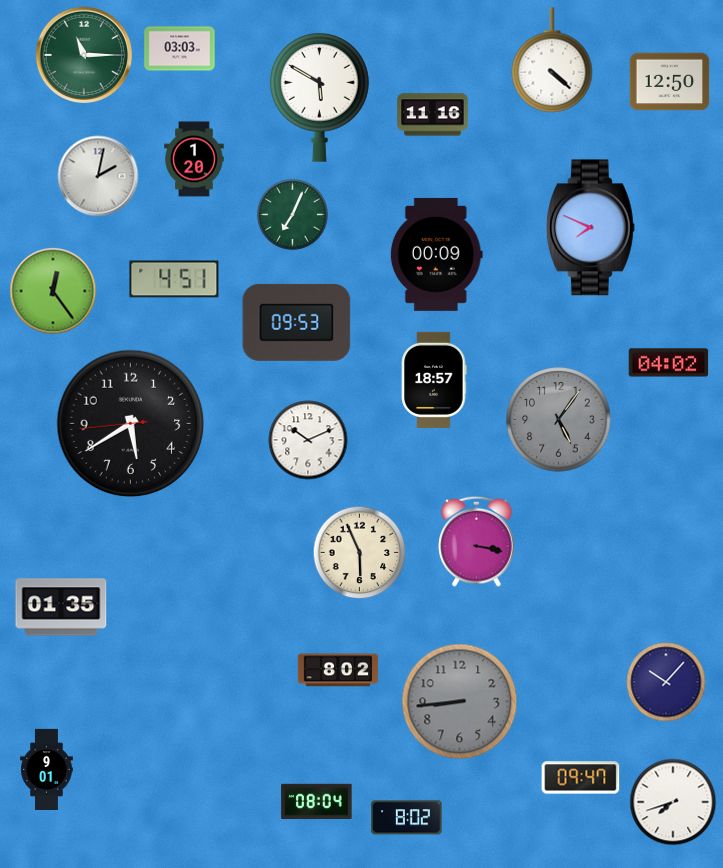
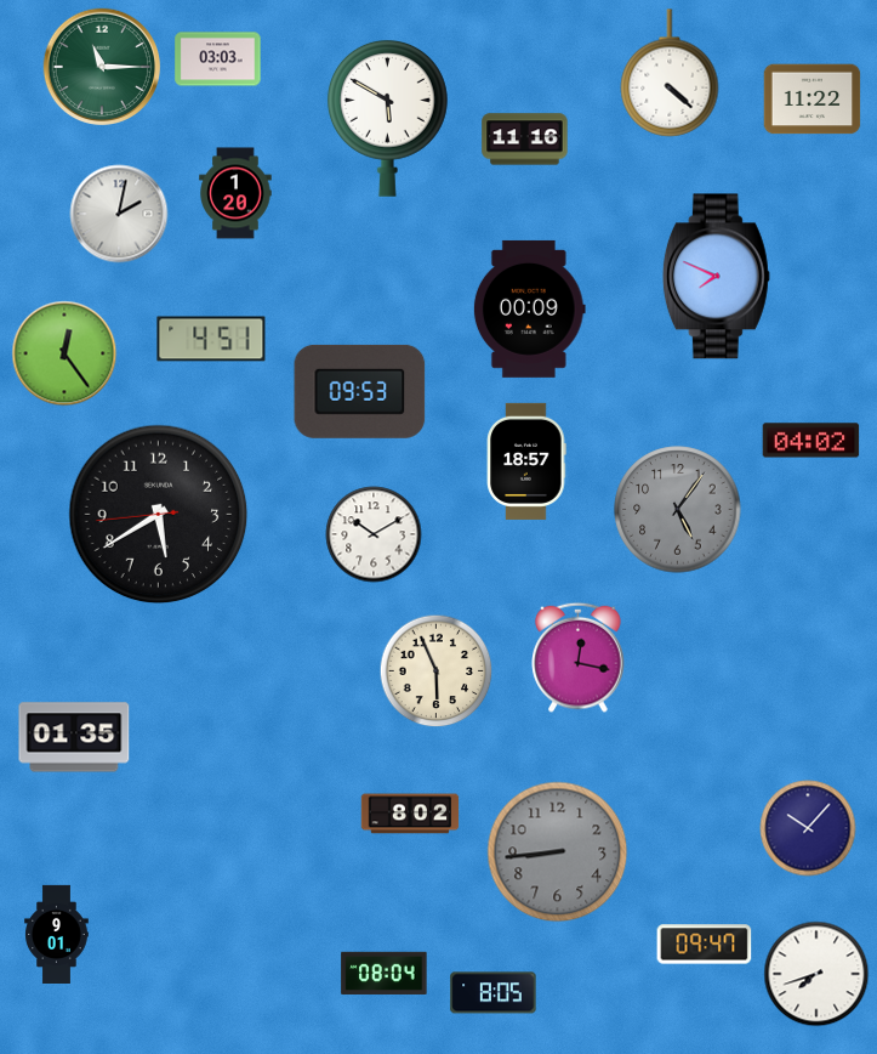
clock at (670, 82): 12:50 -> 11:22
clock at (292, 214): 7:04 -> none
clock at (308, 440): 10:11 -> 10:10
clock at (477, 541): 3:17 -> 12:17
clock at (407, 818): 8:02 -> 8:05
